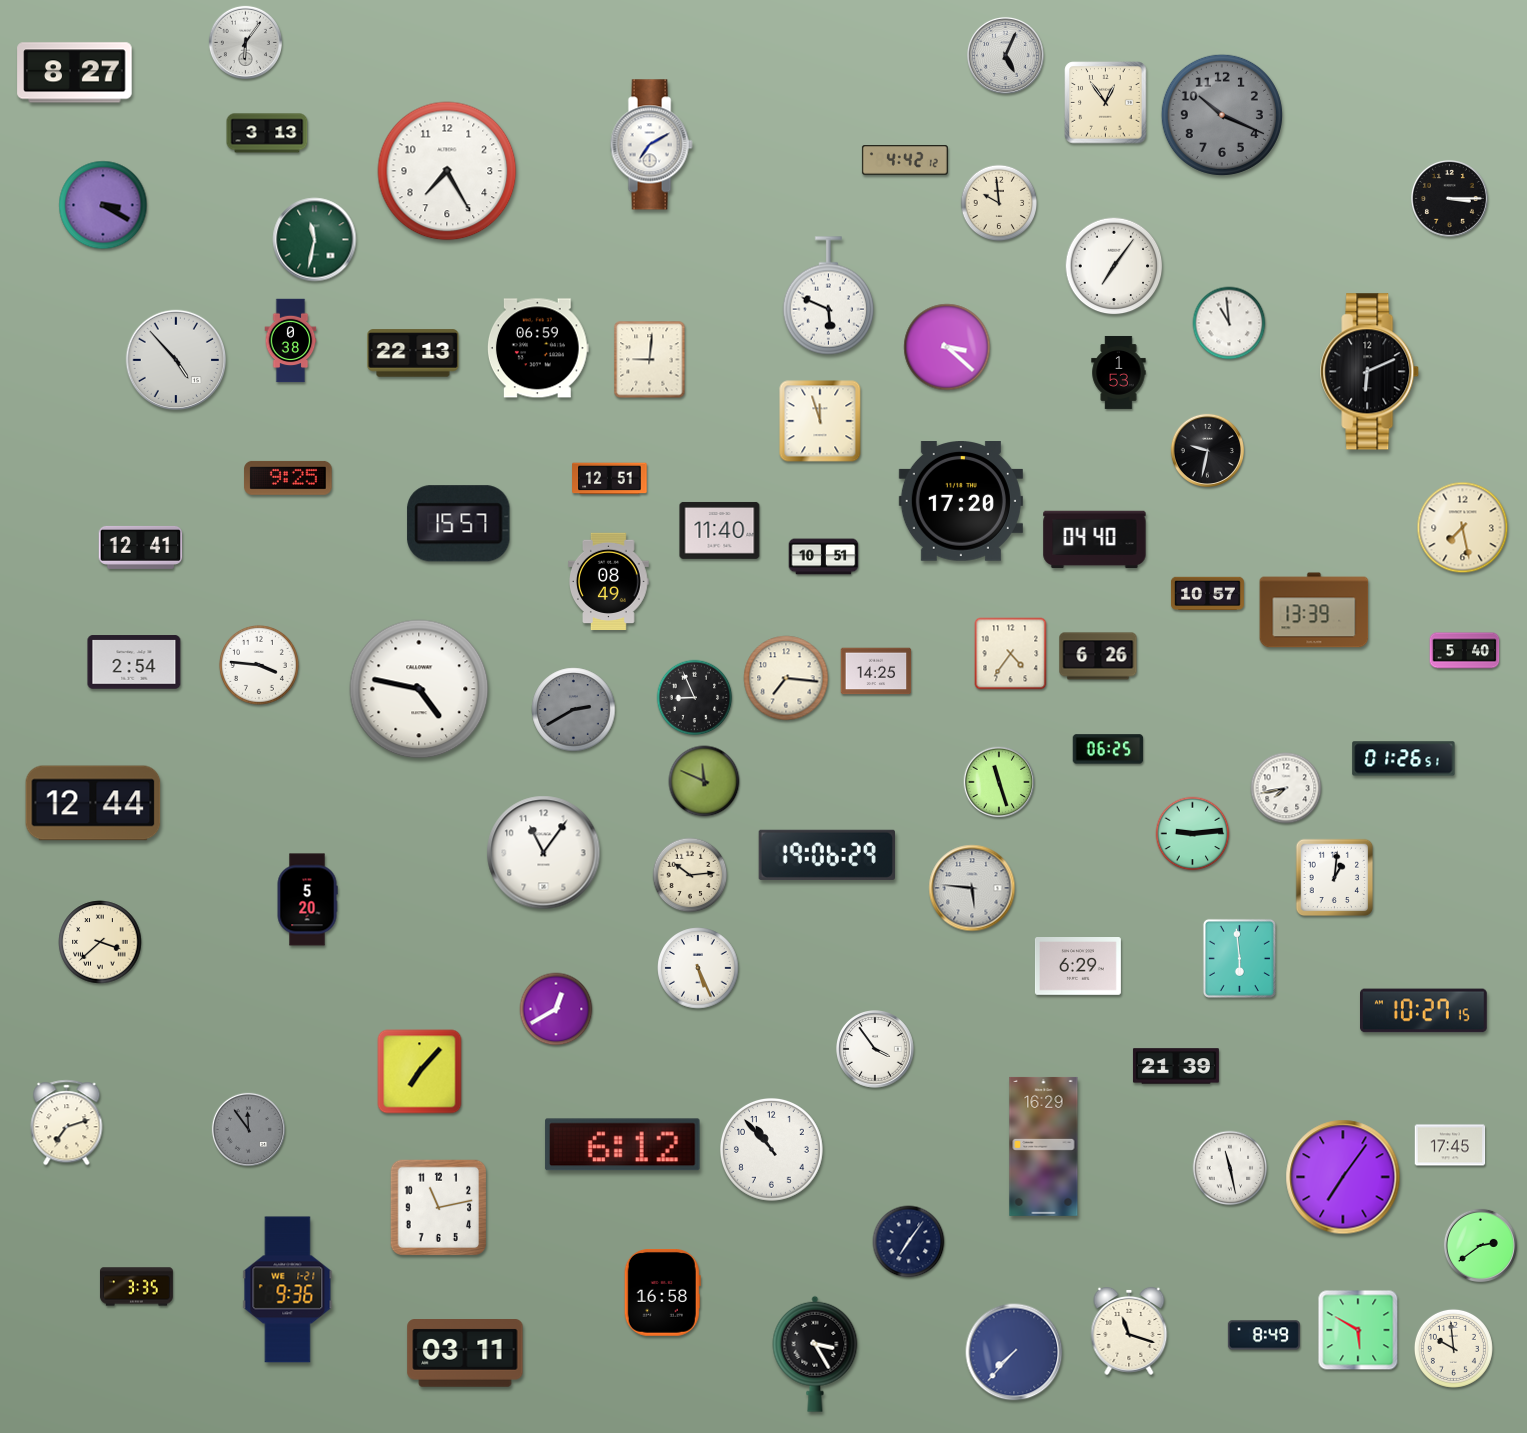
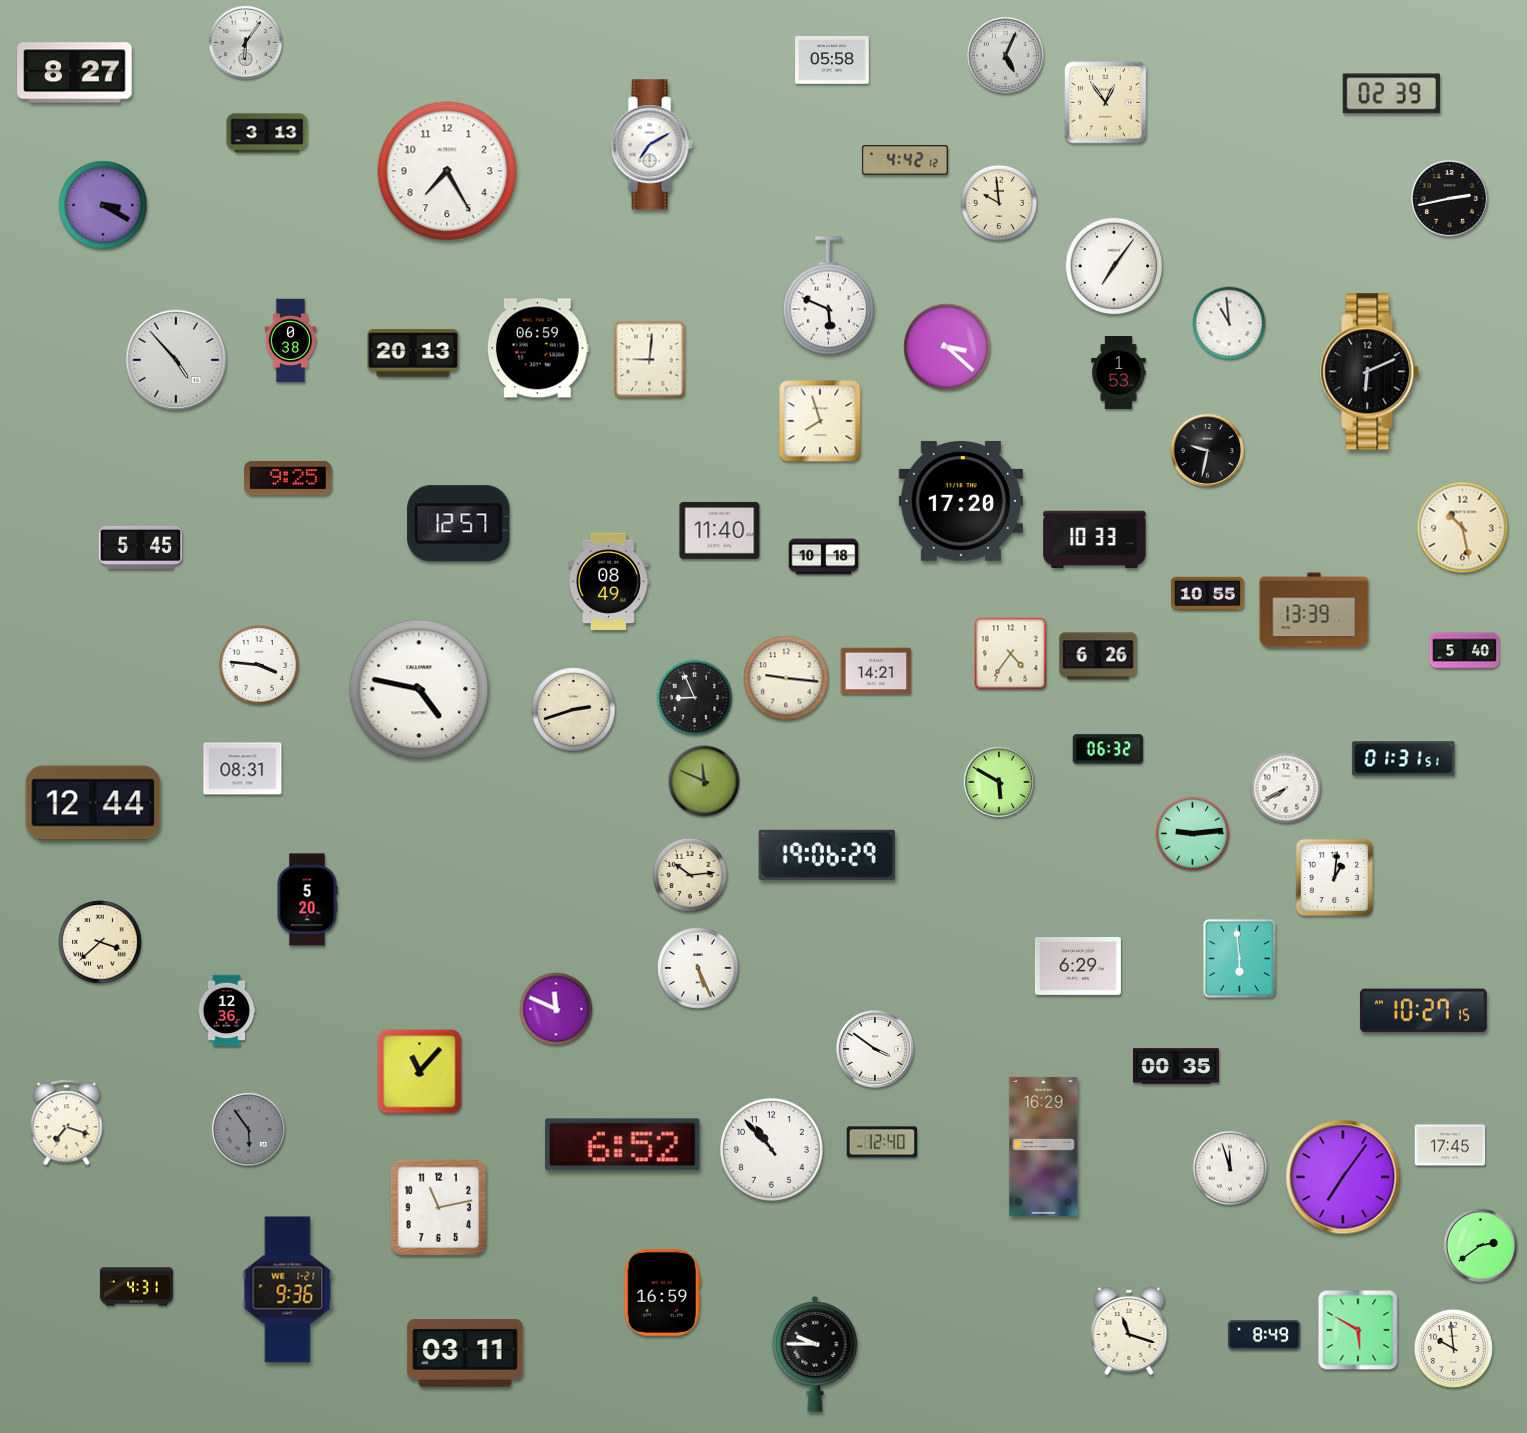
clock at (832, 60): none -> 05:58
clock at (1391, 94): none -> 02:39
clock at (1222, 115): 10:19 -> none
clock at (1449, 198): 3:15 -> 2:43
clock at (315, 240): 11:32 -> none
clock at (413, 353): 22:13 -> 20:13
clock at (820, 421): 11:57 -> 7:57
clock at (610, 479): 12:51 -> none
clock at (459, 524): 15:57 -> 12:57
clock at (1463, 528): 7:28 -> 10:28
clock at (1095, 540): 04:40 -> 10:33
clock at (141, 547): 12:41 -> 5:45
clock at (824, 557): 10:51 -> 10:18
clock at (1207, 594): 10:57 -> 10:55
clock at (134, 662): 2:54 -> none
clock at (876, 671): 14:25 -> 14:21
clock at (786, 678): 7:16 -> 9:16
clock at (574, 710): 2:40 -> 2:42
clock at (574, 710) dial: grey -> cream
clock at (1108, 749): 06:25 -> 06:32
clock at (1404, 759): 01:26 -> 01:31
clock at (243, 769): none -> 08:31
clock at (999, 782): 11:27 -> 5:50
clock at (1286, 788): 7:43 -> 7:40
clock at (544, 853): 11:06 -> none
clock at (972, 888): 5:46 -> none
clock at (556, 1009): 12:40 -> 11:49
clock at (227, 1011): none -> 12:36
clock at (876, 1050): 3:54 -> 3:51
clock at (1176, 1066): 21:39 -> 00:35
clock at (420, 1072): 7:07 -> 11:07
clock at (67, 1123): 7:12 -> 7:18
clock at (248, 1129): 11:54 -> 5:54
clock at (882, 1142): none -> 12:40
clock at (623, 1145): 6:12 -> 6:52
clock at (1230, 1168): 11:28 -> 11:57
clock at (909, 1242): 7:06 -> none
clock at (136, 1287): 3:35 -> 4:31
clock at (662, 1292): 16:58 -> 16:59
clock at (1014, 1352): 7:37 -> none
clock at (815, 1354): 3:25 -> 9:45
